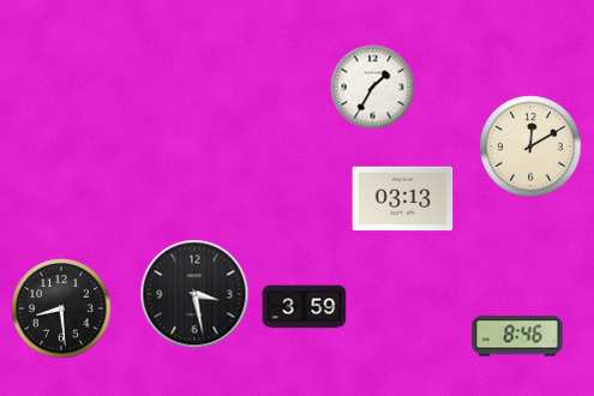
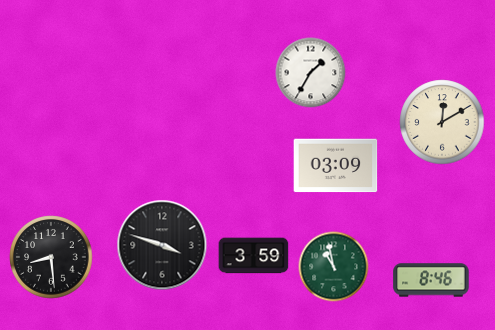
clock at (403, 199): 03:13 -> 03:09
clock at (194, 294): 3:28 -> 3:48
clock at (334, 267): none -> 10:58
